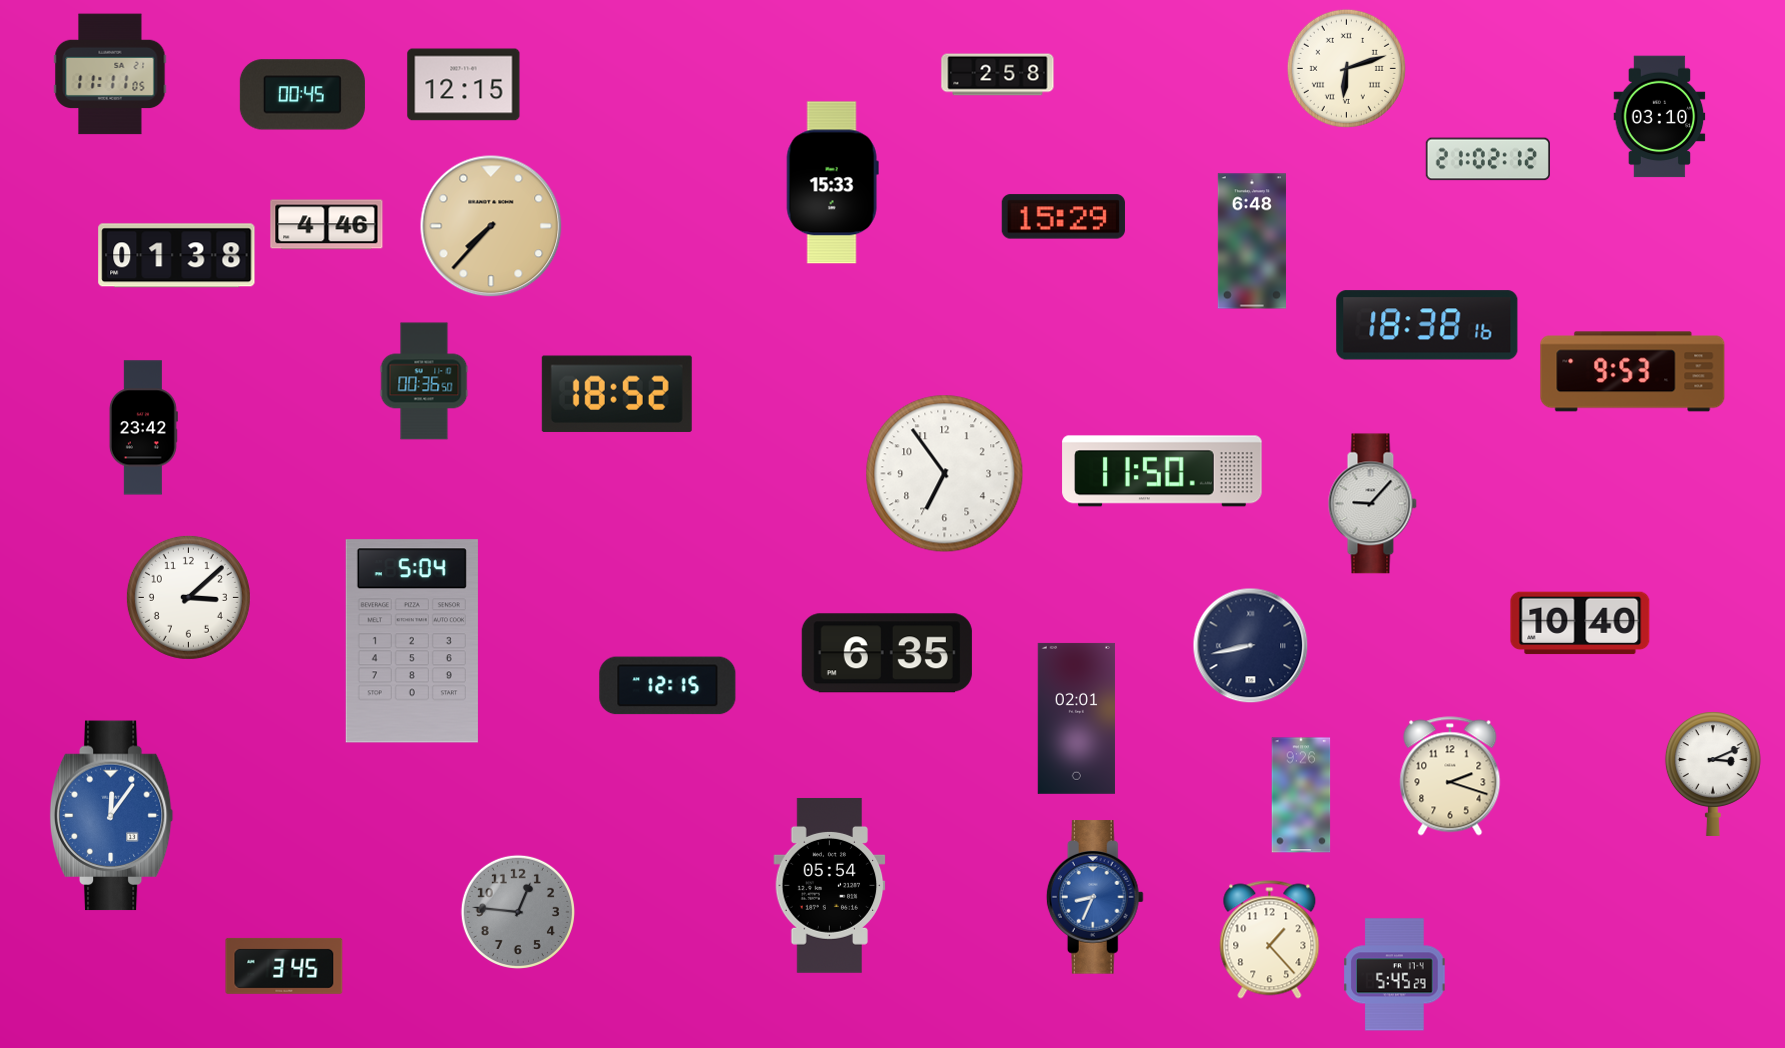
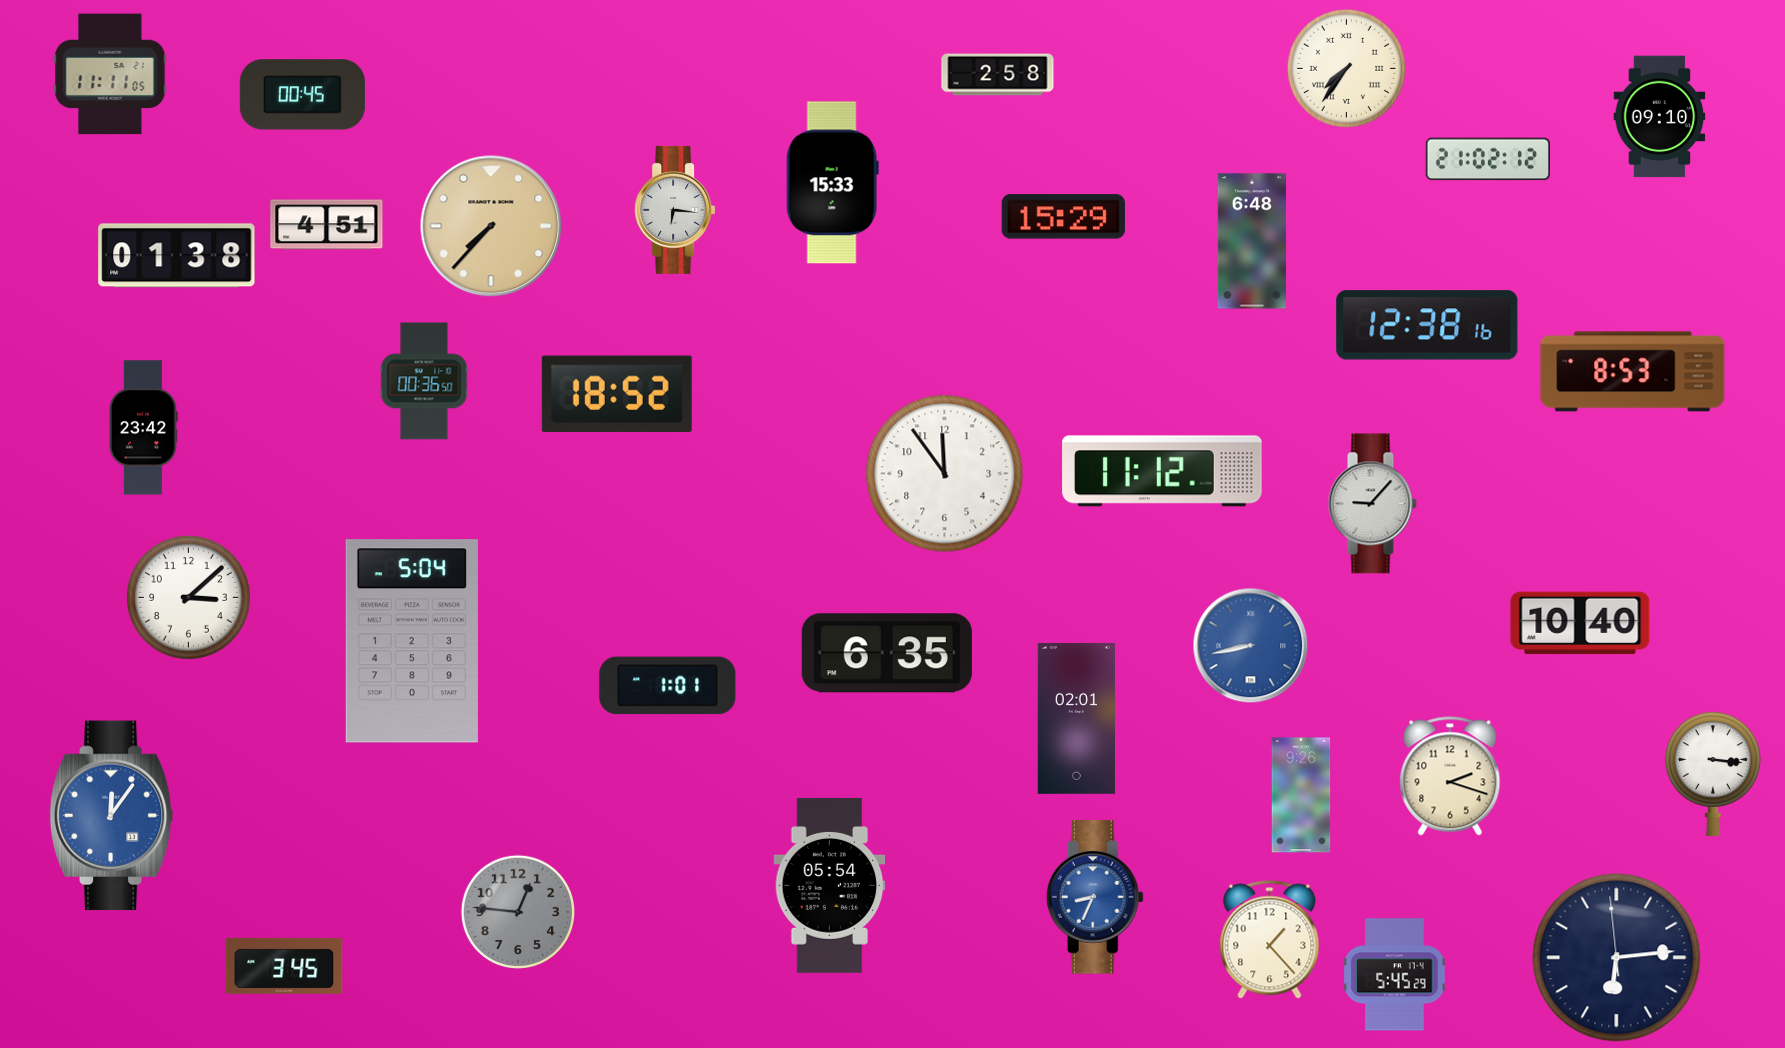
clock at (1346, 68): 6:12 -> 7:36
clock at (464, 85): 12:15 -> none
clock at (1660, 117): 03:10 -> 09:10
clock at (675, 210): none -> 6:16
clock at (327, 225): 4:46 -> 4:51
clock at (1427, 325): 18:38 -> 12:38
clock at (1633, 372): 9:53 -> 8:53
clock at (1162, 471): 11:50 -> 11:12
clock at (945, 474): 6:54 -> 11:54
clock at (1251, 646) dial: navy -> blue
clock at (668, 686): 12:15 -> 1:01
clock at (1713, 774): 3:11 -> 3:16
clock at (1617, 958): none -> 6:13
